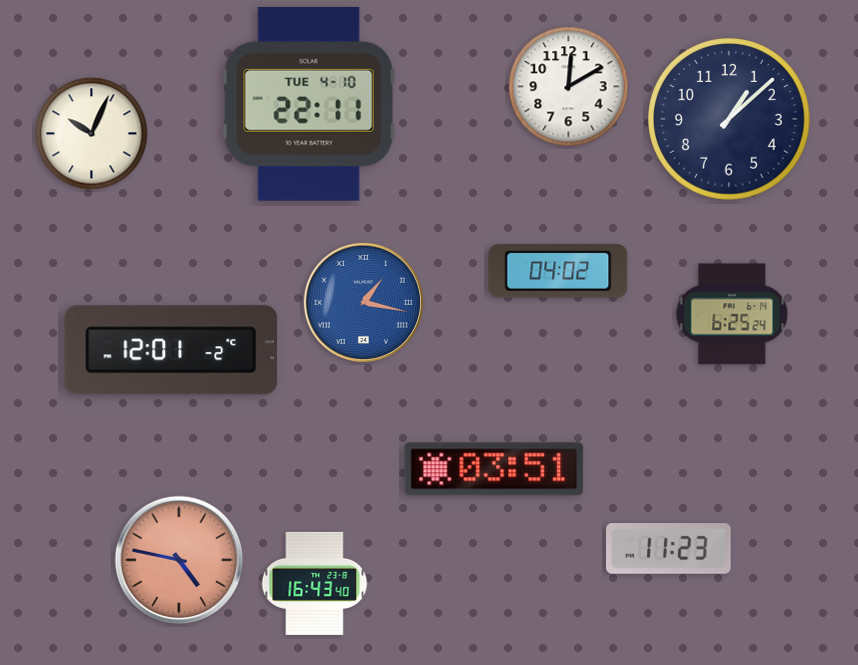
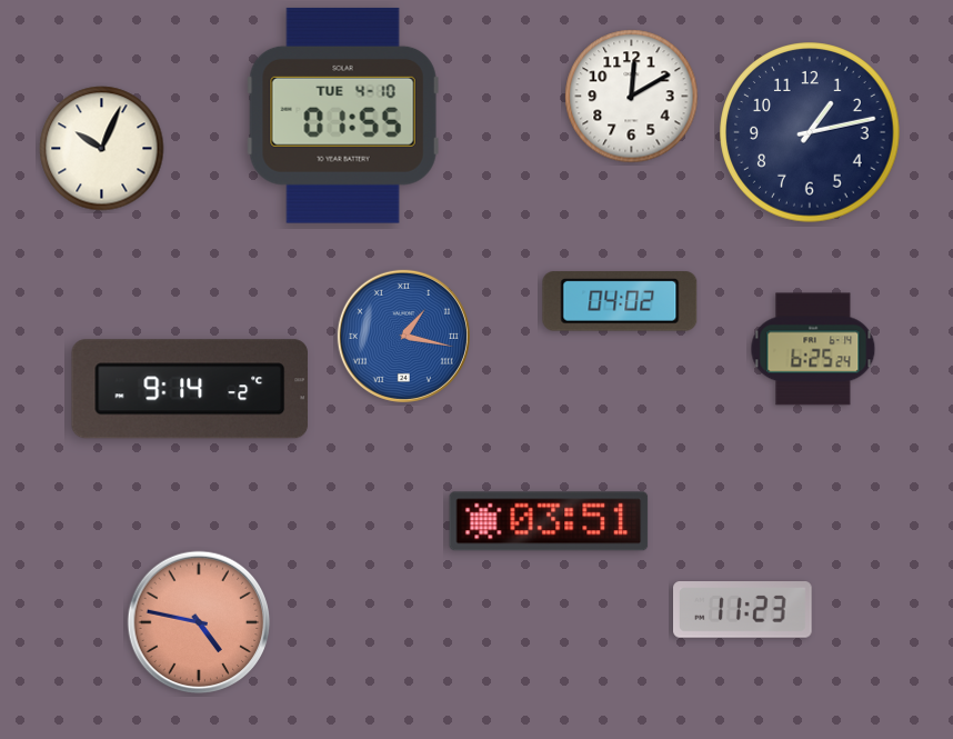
clock at (309, 104): 22:11 -> 01:55
clock at (729, 119): 1:08 -> 1:13
clock at (171, 350): 12:01 -> 9:14
clock at (315, 583): 16:43 -> none
